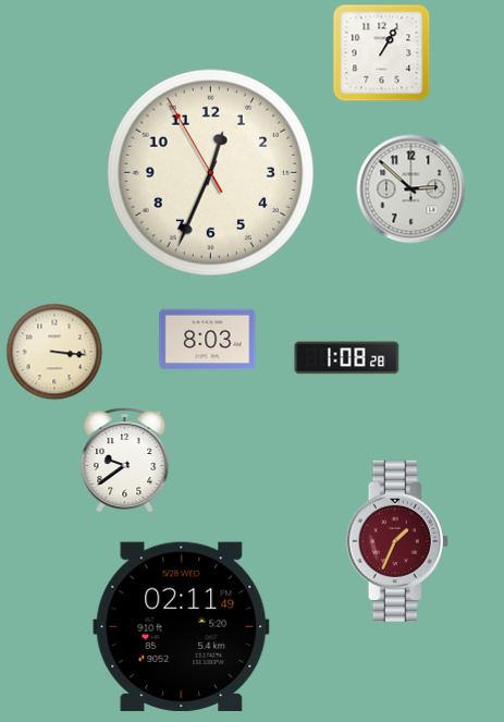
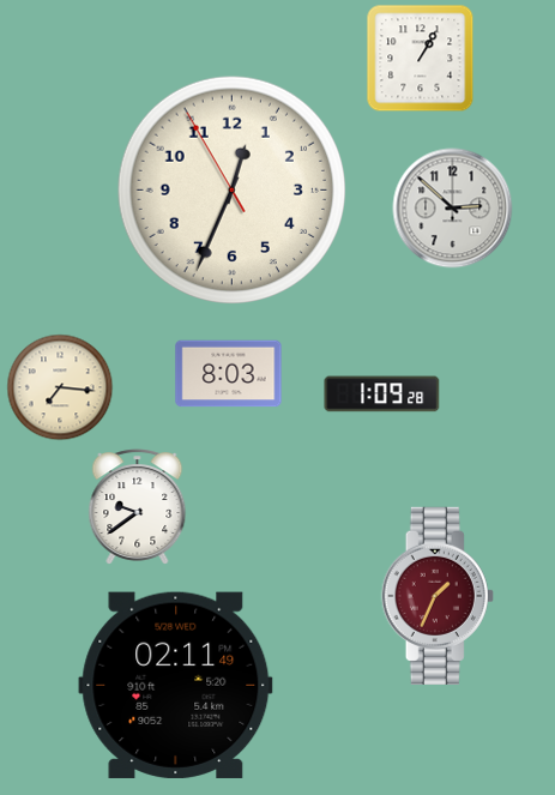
clock at (54, 352): 3:16 -> 7:16
clock at (347, 358): 1:08 -> 1:09
clock at (182, 626) position: (182, 626) -> (176, 685)
